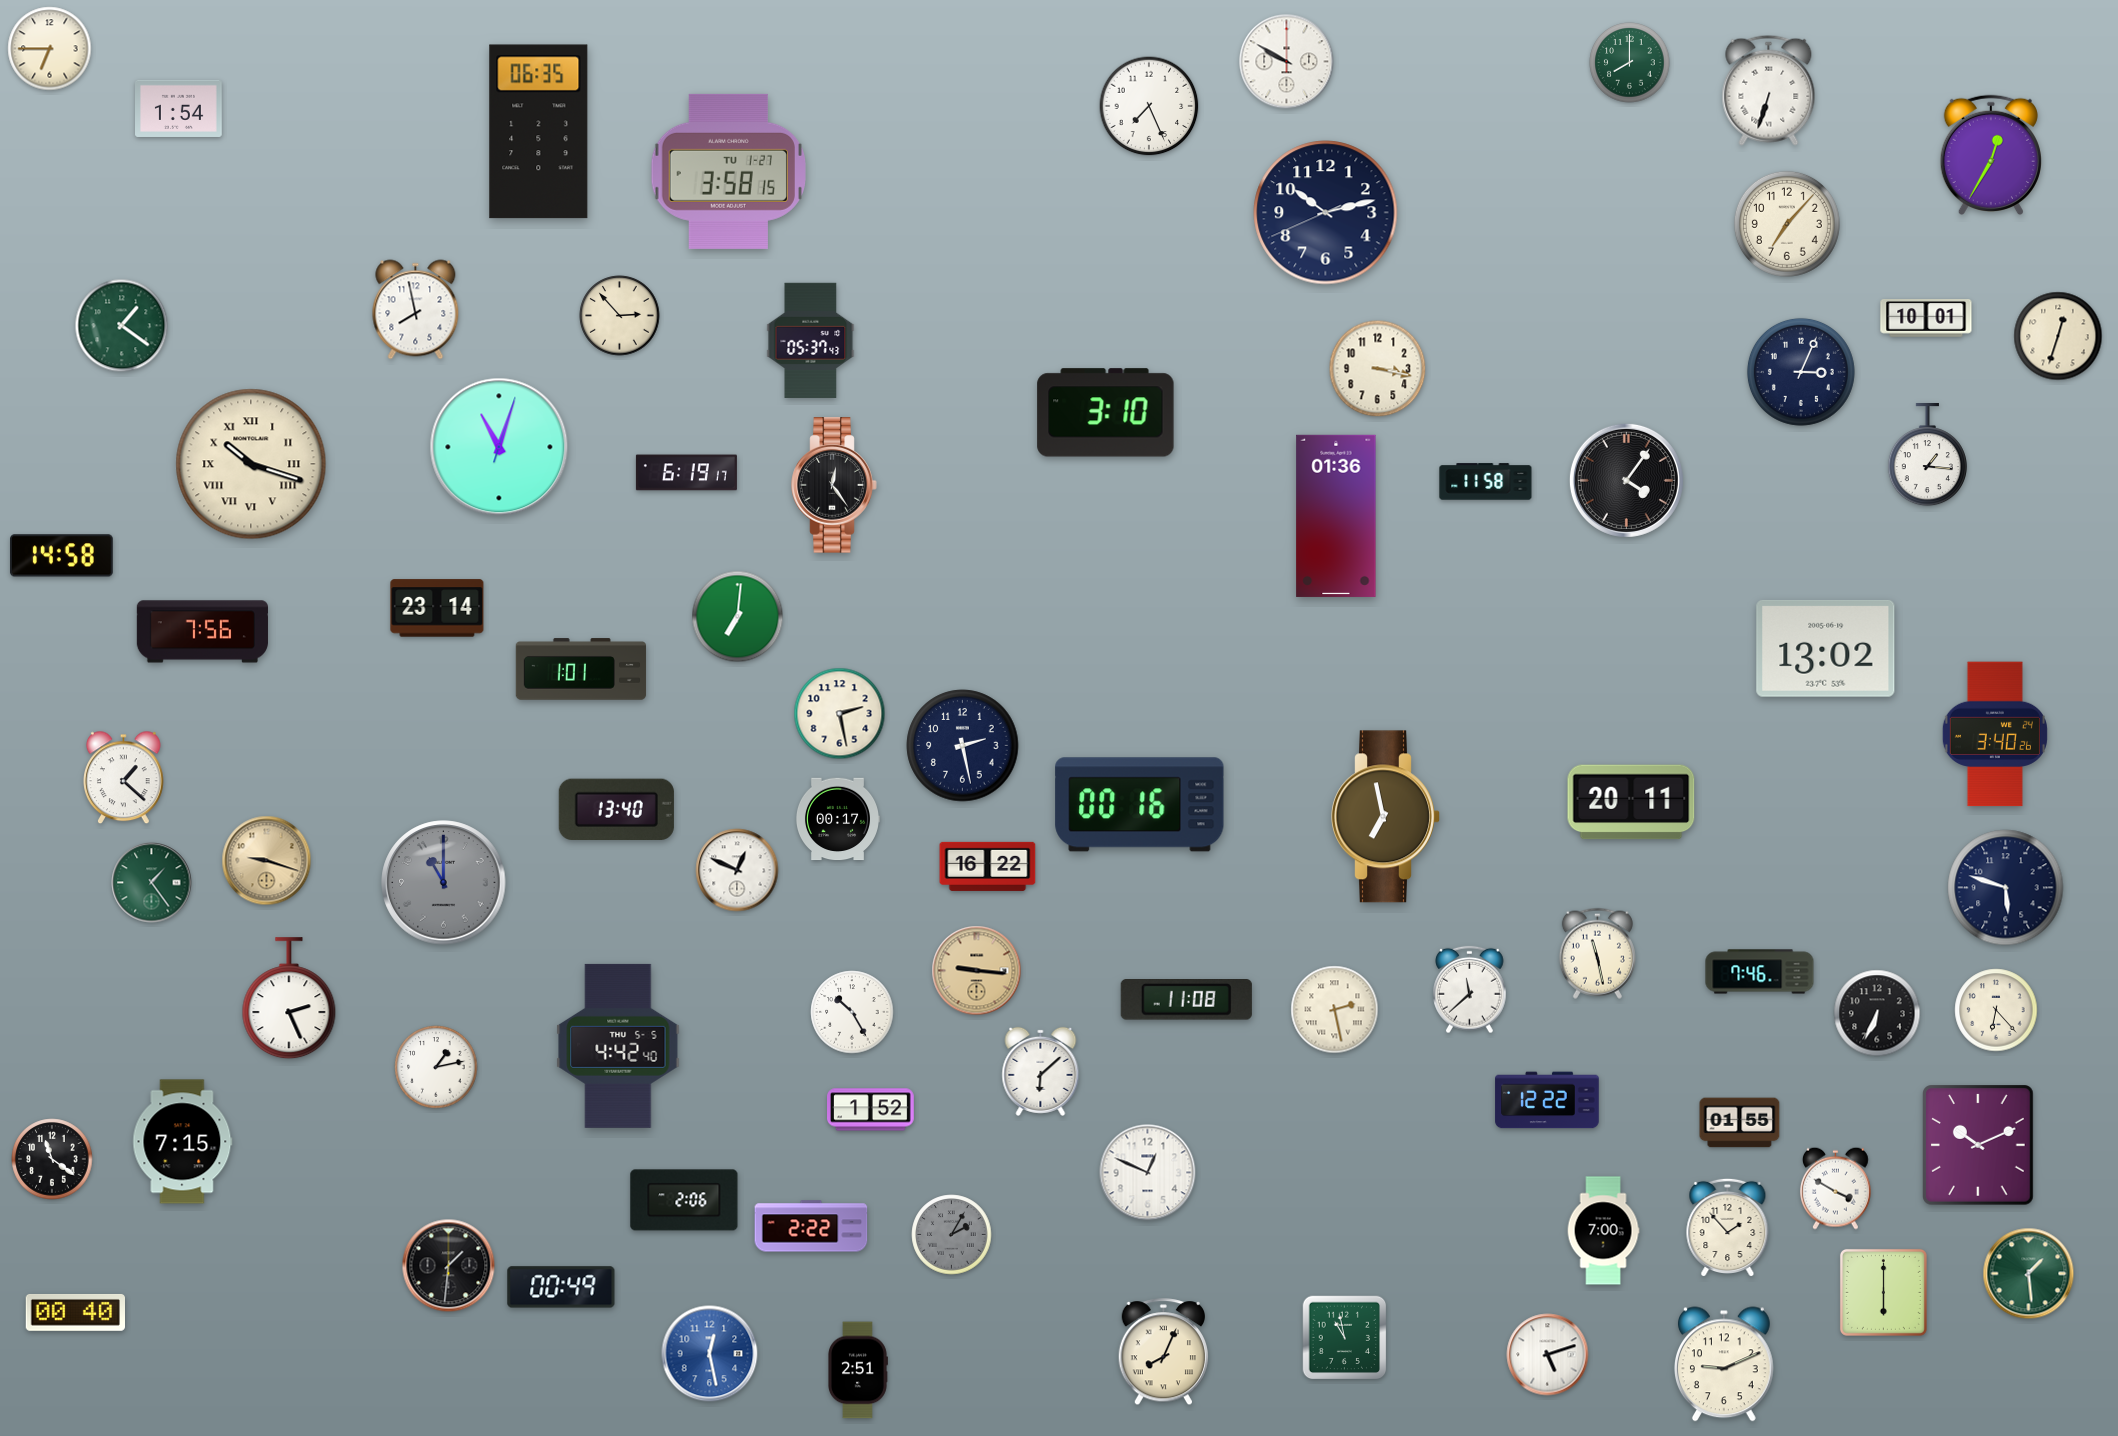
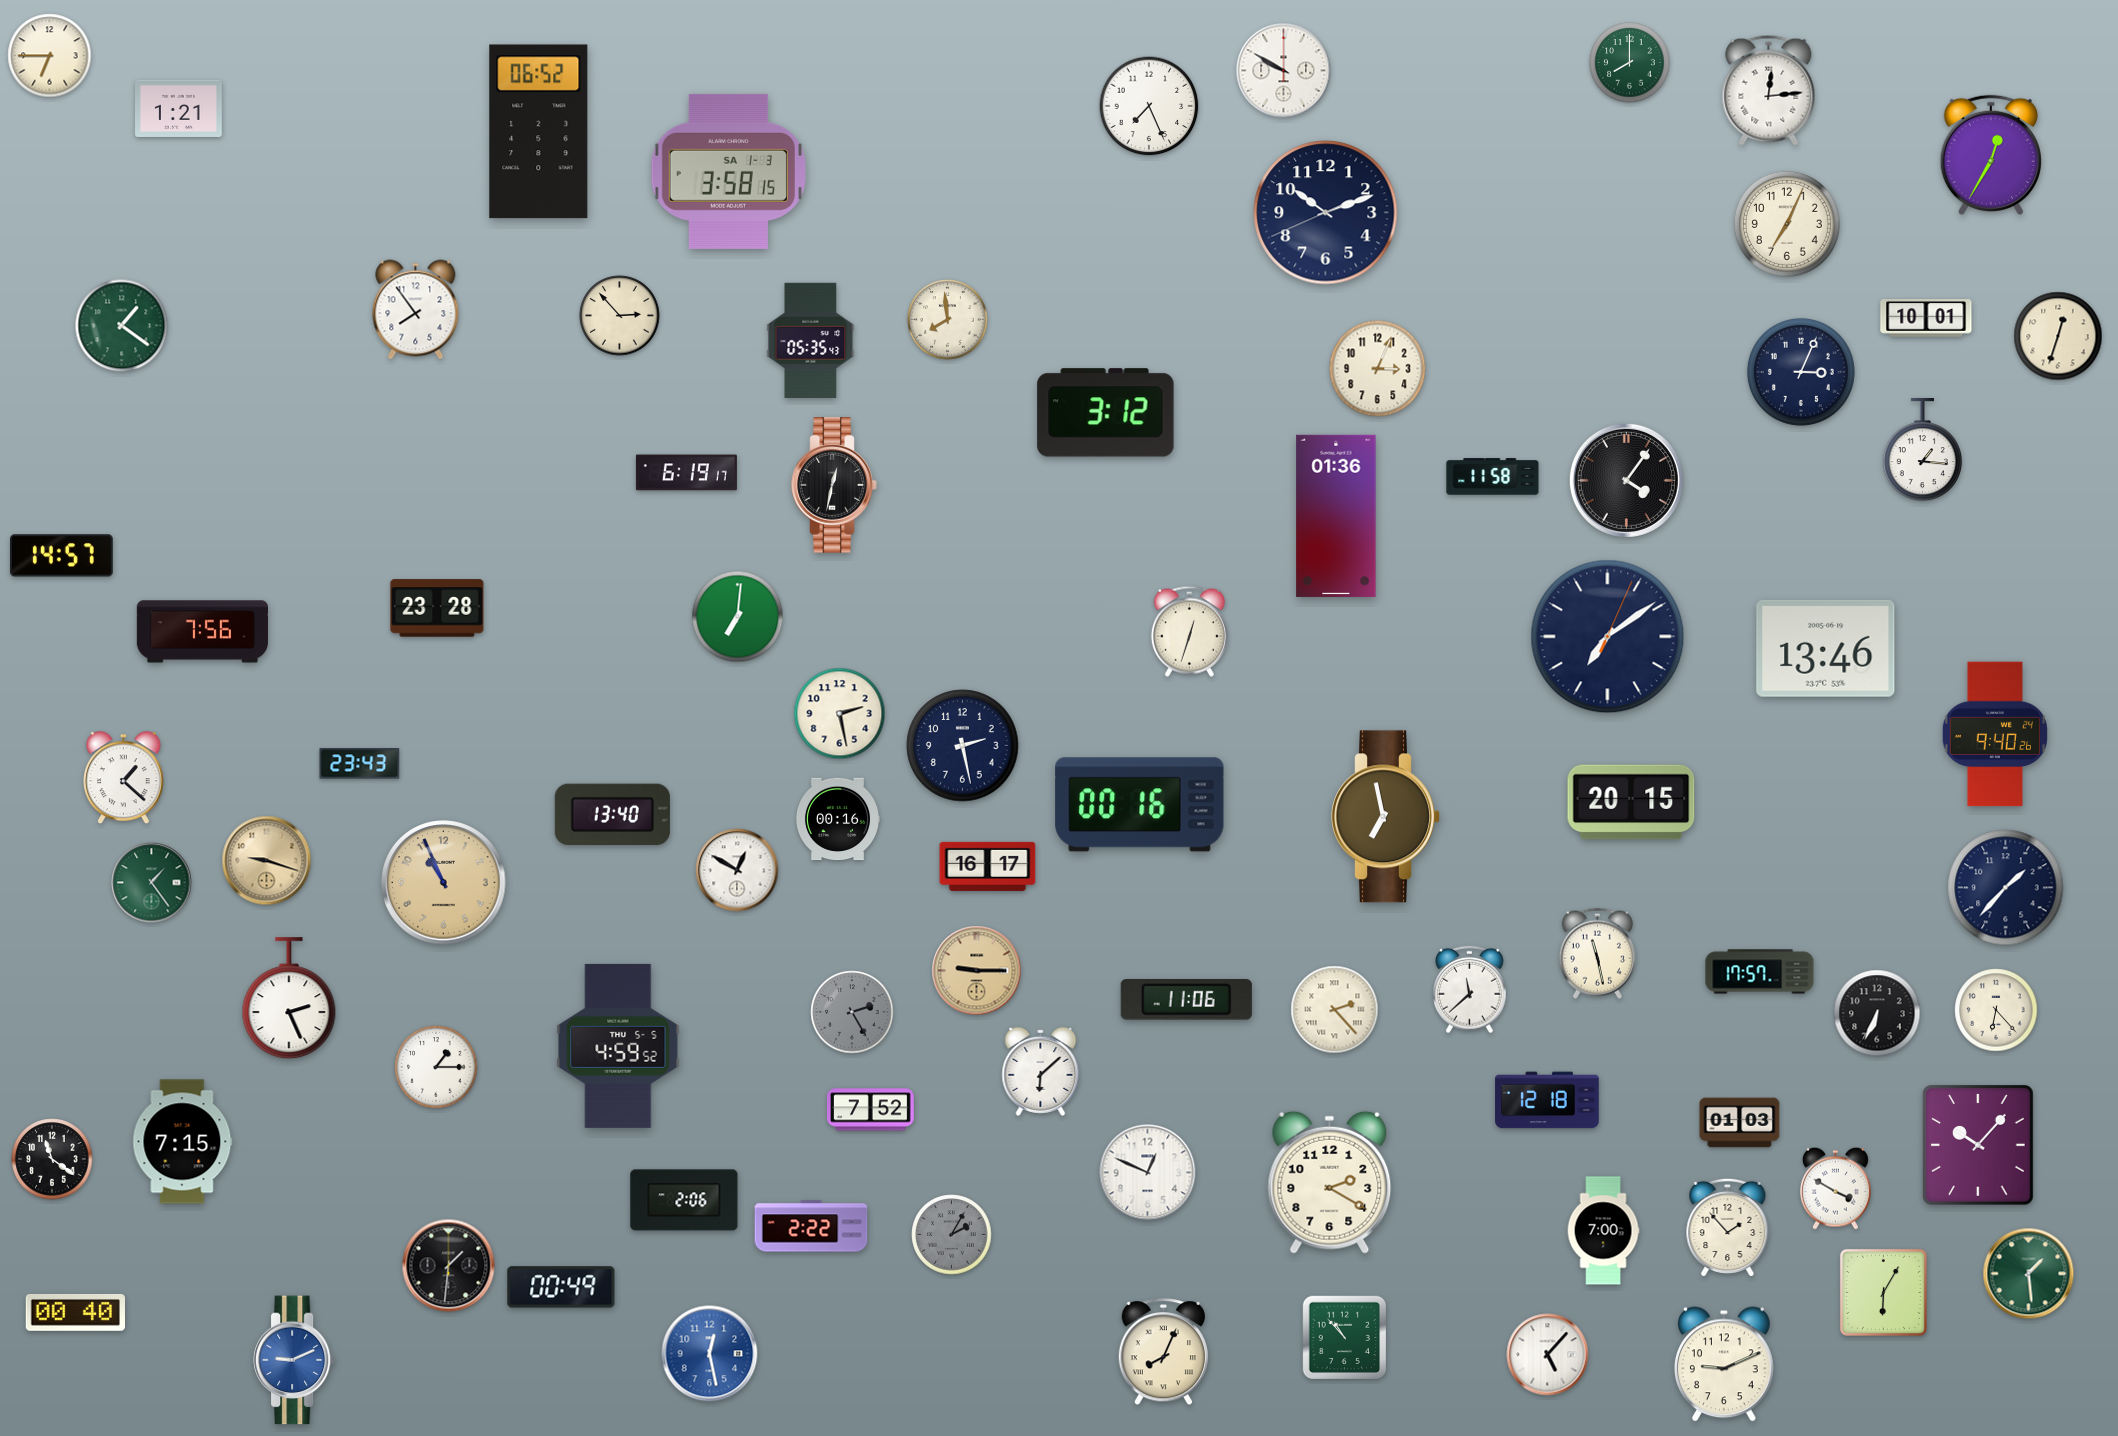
clock at (50, 49) position: (50, 49) -> (50, 56)
clock at (1287, 62) position: (1287, 62) -> (1284, 71)
clock at (1769, 90): 6:33 -> 12:14
clock at (179, 108): 1:54 -> 1:21
clock at (539, 132): 06:35 -> 06:52
clock at (728, 171) date: TU 1-27 -> SA 1-3
clock at (1326, 213): 10:12 -> 10:11
clock at (1787, 224): 7:07 -> 7:04
clock at (416, 310): 7:58 -> 7:54
clock at (948, 320): none -> 7:59
clock at (811, 340): 05:37 -> 05:35
clock at (1378, 369): 3:17 -> 3:04
clock at (1106, 413): 3:10 -> 3:12
clock at (499, 447): 11:03 -> none
clock at (1927, 456) position: (1927, 456) -> (1922, 451)
clock at (251, 464): 10:18 -> none
clock at (1486, 482) position: (1486, 482) -> (1493, 477)
clock at (834, 485): 12:24 -> 12:32
clock at (62, 556): 14:58 -> 14:57
clock at (437, 608): 23:14 -> 23:28
clock at (1189, 631): none -> 12:33
clock at (1608, 637): none -> 7:09
clock at (1826, 648): 13:02 -> 13:46
clock at (581, 669): 1:01 -> none
clock at (1995, 734): 3:40 -> 9:40
clock at (360, 764): none -> 23:43
clock at (1631, 802): 20:11 -> 20:15
clock at (616, 809) position: (616, 809) -> (612, 814)
clock at (837, 819): 00:17 -> 00:16
clock at (988, 866): 16:22 -> 16:17
clock at (737, 870): 12:49 -> 12:50
clock at (444, 883): 11:00 -> 10:56
clock at (444, 883) dial: grey -> champagne
clock at (2006, 888): 5:48 -> 1:37
clock at (977, 971): 9:16 -> 9:15
clock at (1760, 972): 7:46 -> 17:57
clock at (1186, 1000): 11:08 -> 11:06
clock at (1335, 1010): 2:28 -> 2:23
clock at (852, 1012): 10:25 -> 2:25
clock at (852, 1012) dial: white -> grey
clock at (618, 1046): 4:42 -> 4:59
clock at (436, 1067): 1:13 -> 1:15
clock at (1547, 1100): 12:22 -> 12:18
clock at (871, 1110): 1:52 -> 7:52
clock at (1740, 1123): 01:55 -> 01:03
clock at (1979, 1146): 10:11 -> 10:07
clock at (1330, 1182): none -> 2:20
clock at (1883, 1292): 6:00 -> 6:05
clock at (1345, 1338): 10:58 -> 10:53
clock at (1548, 1355): 5:12 -> 5:07
clock at (294, 1360): none -> 9:11
clock at (858, 1370): 2:51 -> none
